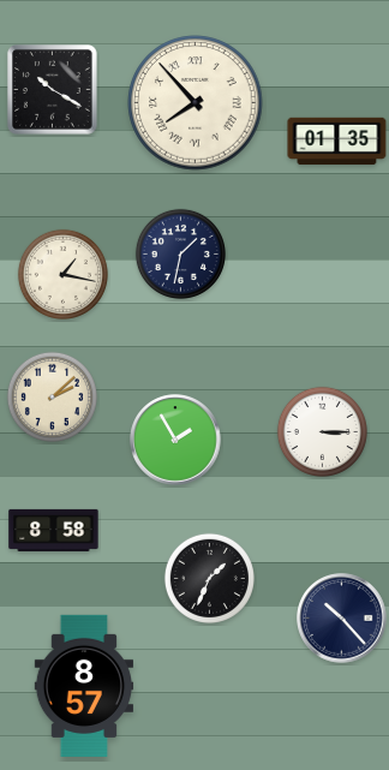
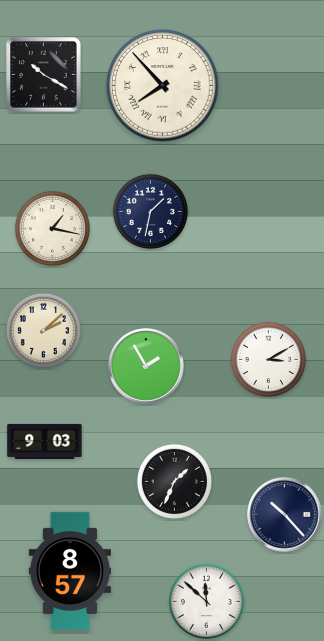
clock at (337, 142): 01:35 -> none
clock at (322, 431): 3:15 -> 3:10
clock at (54, 530): 8:58 -> 9:03
clock at (206, 601): none -> 11:52
